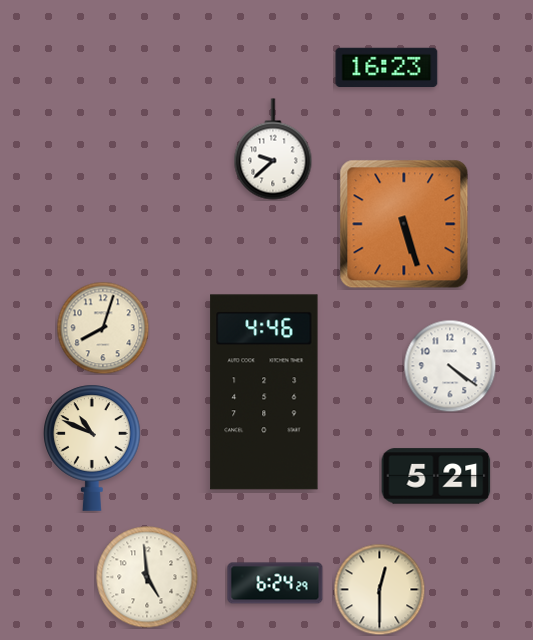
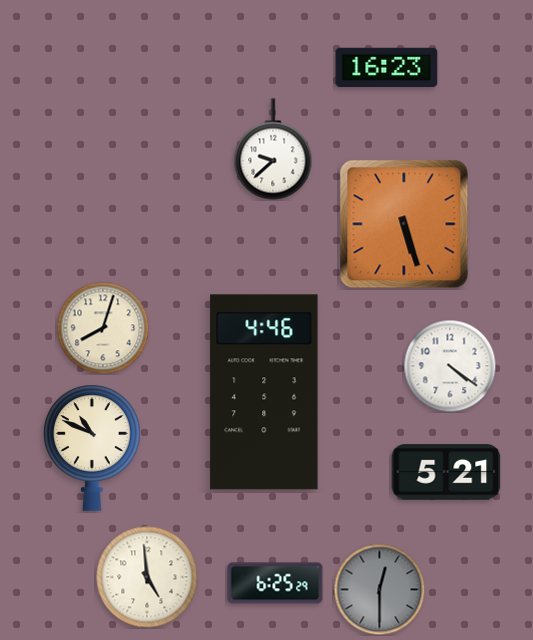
clock at (436, 476) position: (436, 476) -> (446, 472)
clock at (275, 583): 6:24 -> 6:25
clock at (379, 589) dial: cream -> grey
